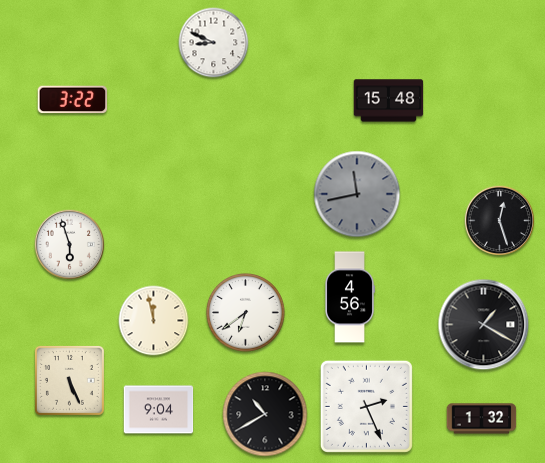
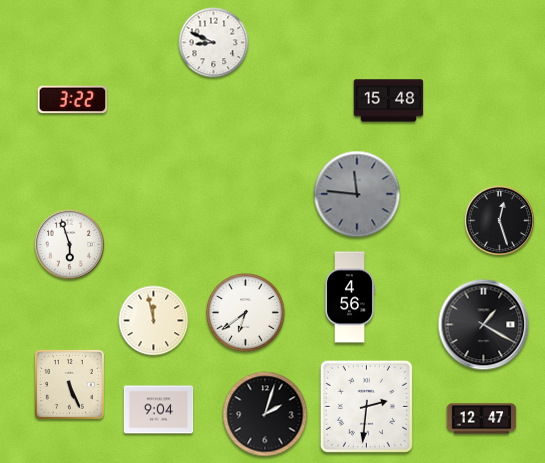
clock at (357, 194): 11:43 -> 11:46
clock at (69, 380) position: (69, 380) -> (69, 384)
clock at (366, 406): 2:26 -> 2:31
clock at (265, 414): 10:40 -> 2:03
clock at (482, 419): 1:32 -> 12:47
